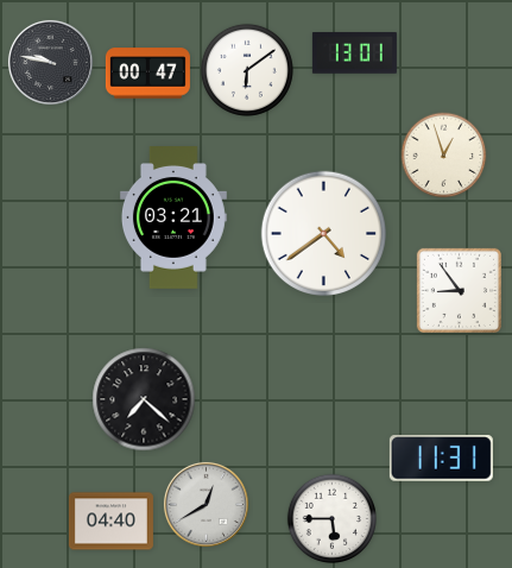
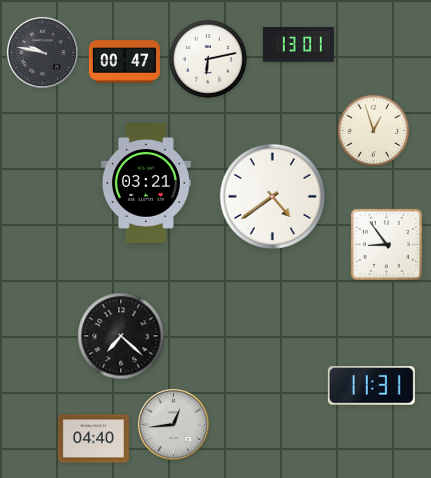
clock at (247, 70): 6:09 -> 6:13
clock at (206, 504): 12:40 -> 12:44
clock at (331, 518): 5:45 -> none
